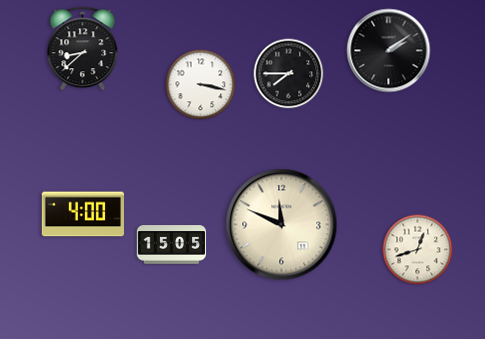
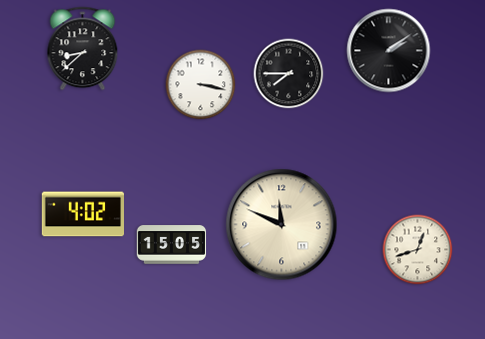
clock at (82, 214): 4:00 -> 4:02
